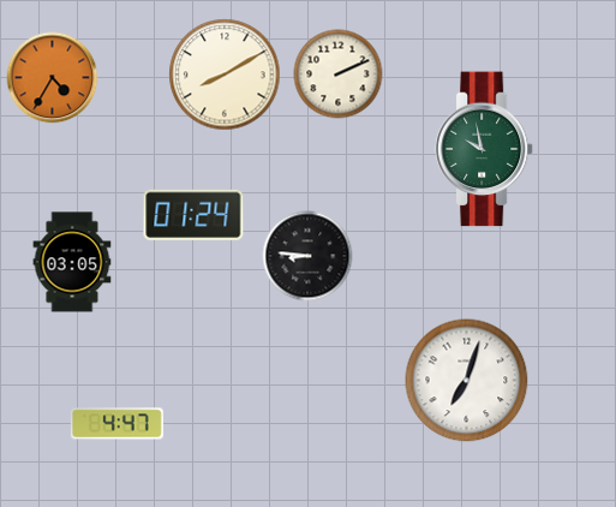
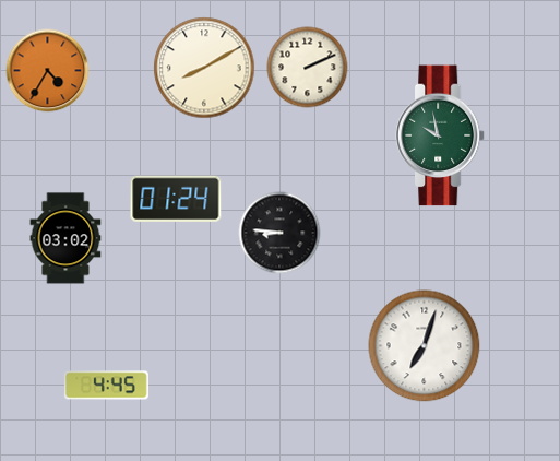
clock at (193, 215) position: (193, 215) -> (176, 199)
clock at (72, 262): 03:05 -> 03:02
clock at (116, 424): 4:47 -> 4:45
